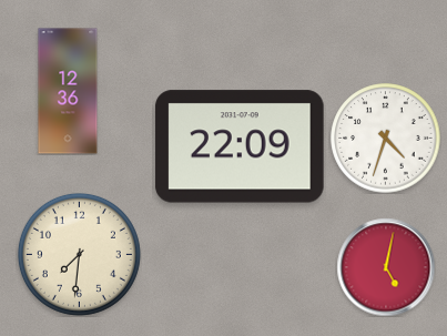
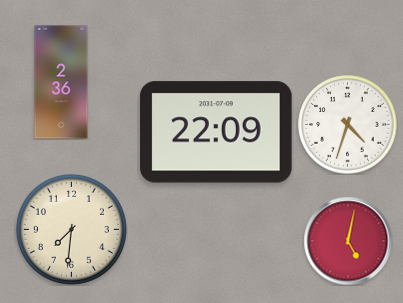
clock at (68, 91): 12:36 -> 2:36
